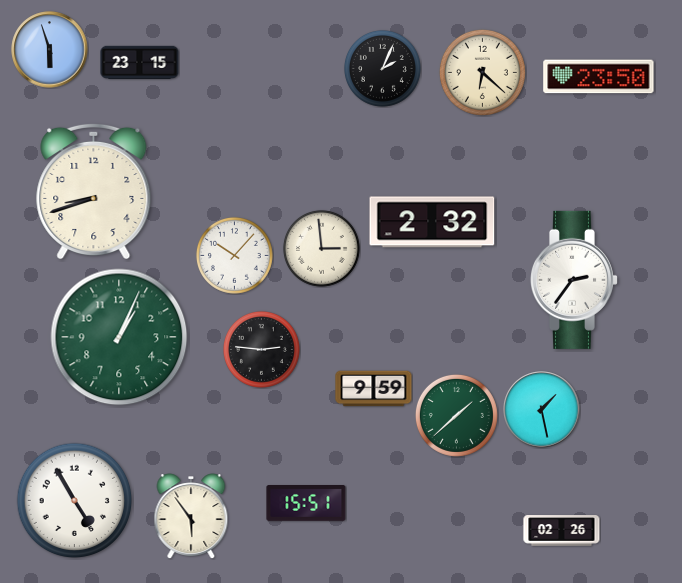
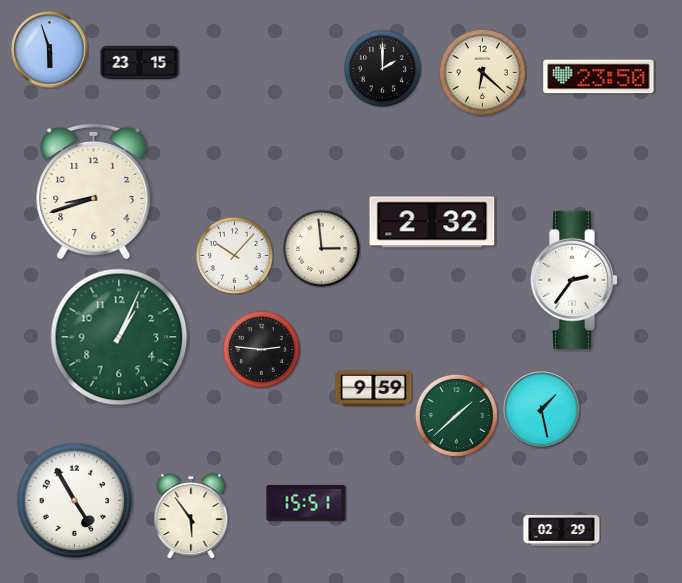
clock at (382, 68): 2:04 -> 2:00
clock at (562, 531): 02:26 -> 02:29
